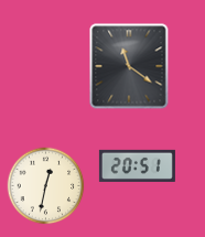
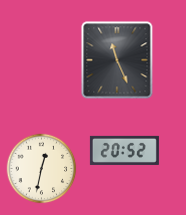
clock at (129, 66): 11:21 -> 11:26
clock at (137, 165): 20:51 -> 20:52
